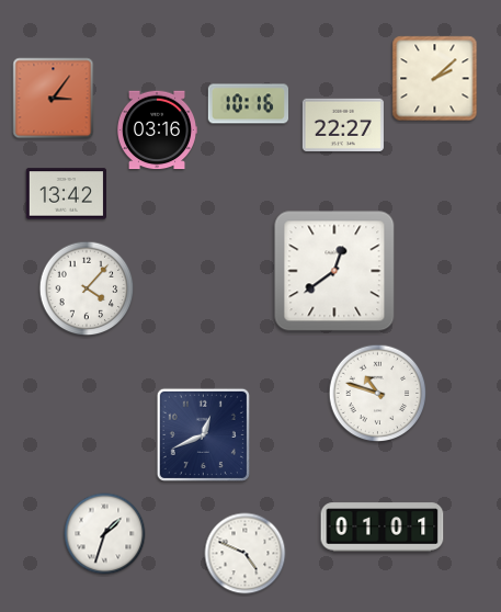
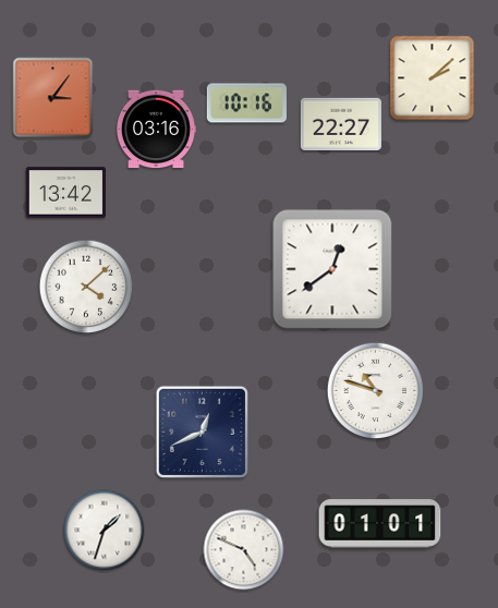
clock at (87, 288): 4:07 -> 4:08
